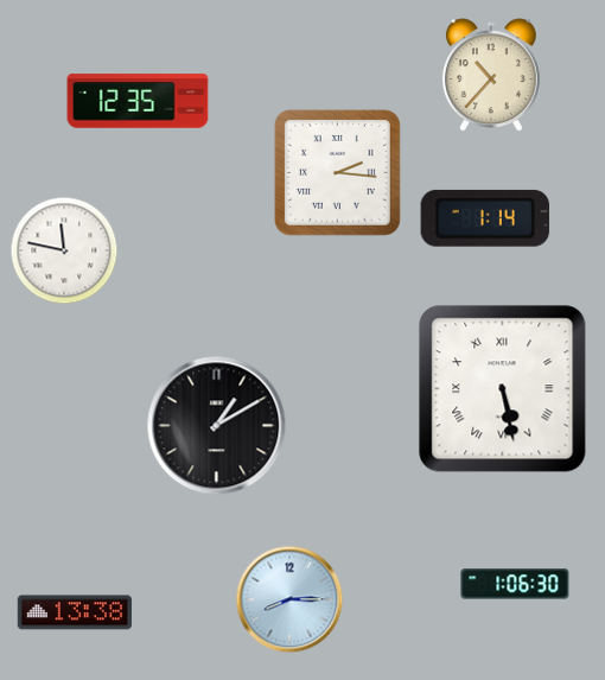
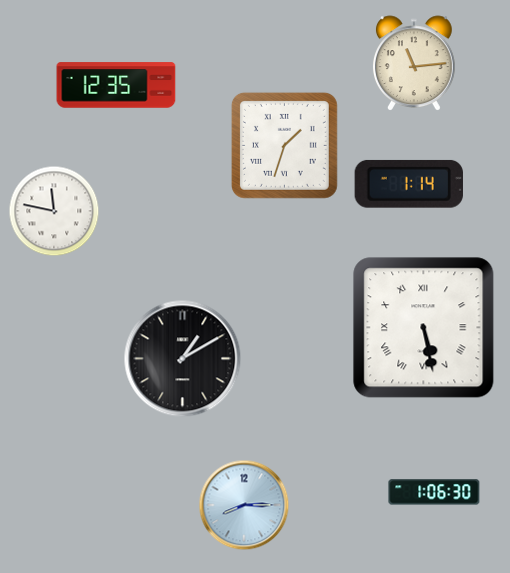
clock at (491, 75): 10:37 -> 11:14
clock at (337, 172): 2:16 -> 1:33
clock at (75, 612): 13:38 -> none
